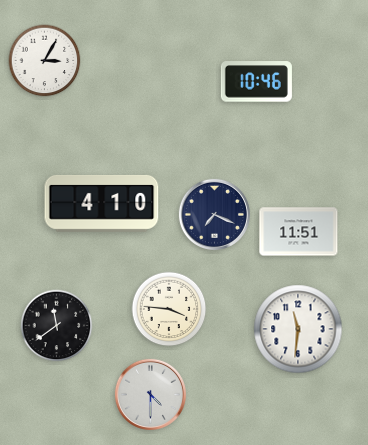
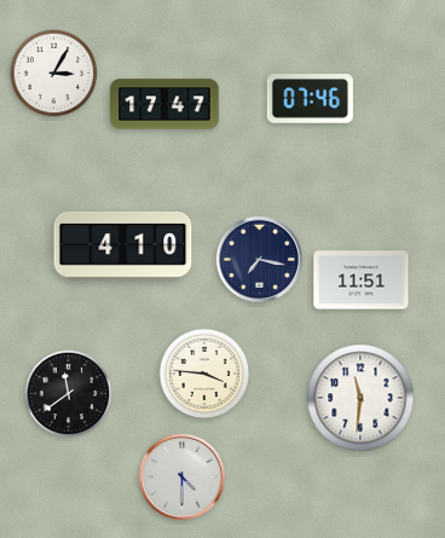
clock at (256, 82): 10:46 -> 07:46
clock at (164, 104): none -> 17:47
clock at (214, 214): 7:19 -> 7:17
